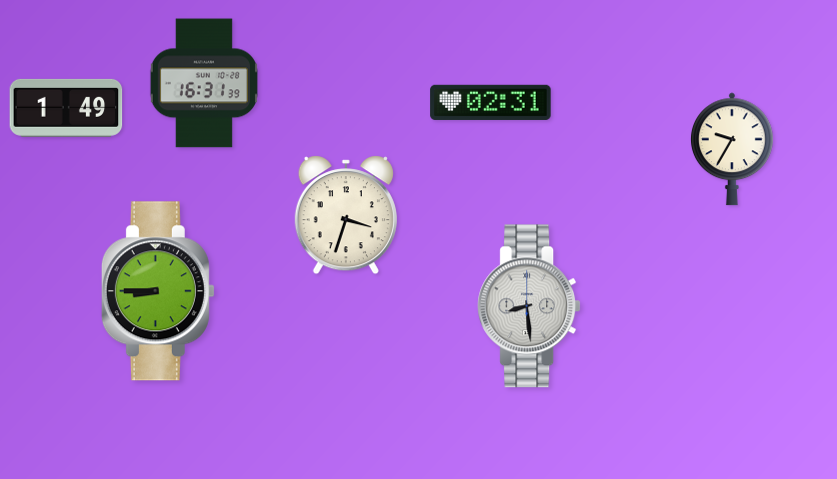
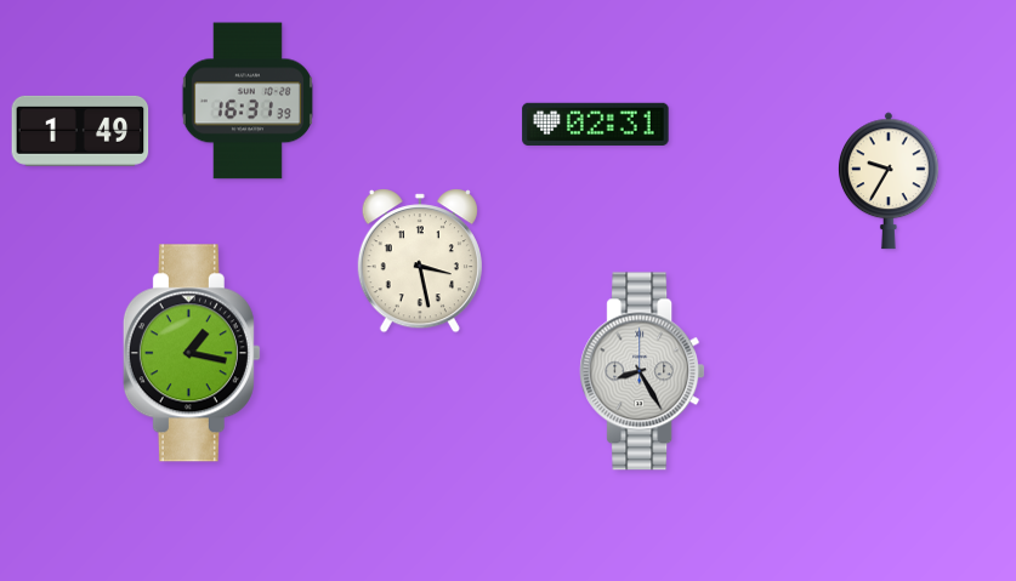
clock at (346, 215): 3:33 -> 3:28
clock at (158, 291): 8:45 -> 1:17
clock at (529, 306): 8:29 -> 8:25
